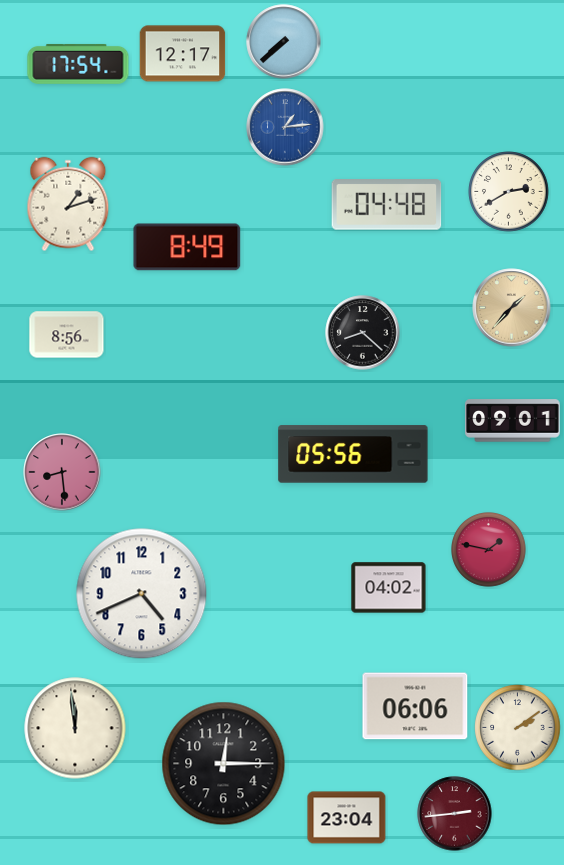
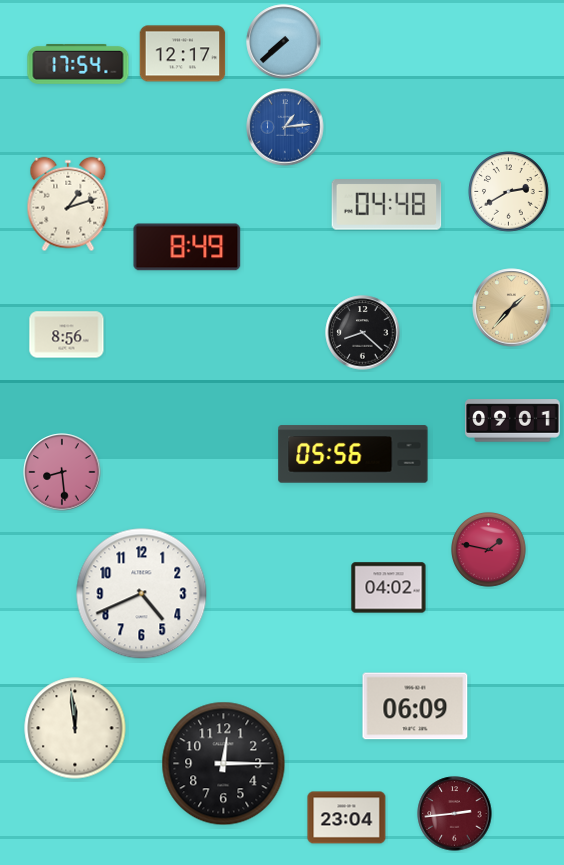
clock at (415, 706): 06:06 -> 06:09
clock at (518, 728): 2:09 -> none
